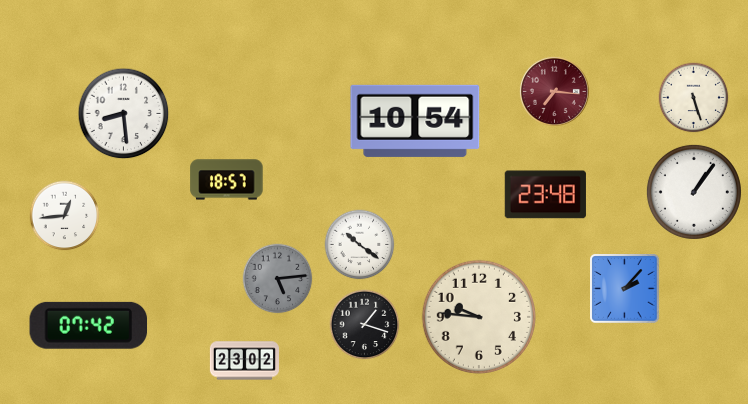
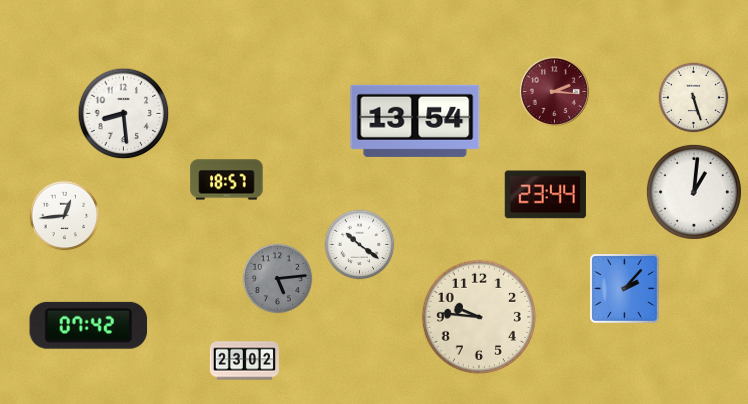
clock at (554, 91): 7:16 -> 2:16
clock at (415, 121): 10:54 -> 13:54
clock at (694, 192): 1:06 -> 1:01
clock at (545, 195): 23:48 -> 23:44
clock at (365, 325): 1:18 -> none
